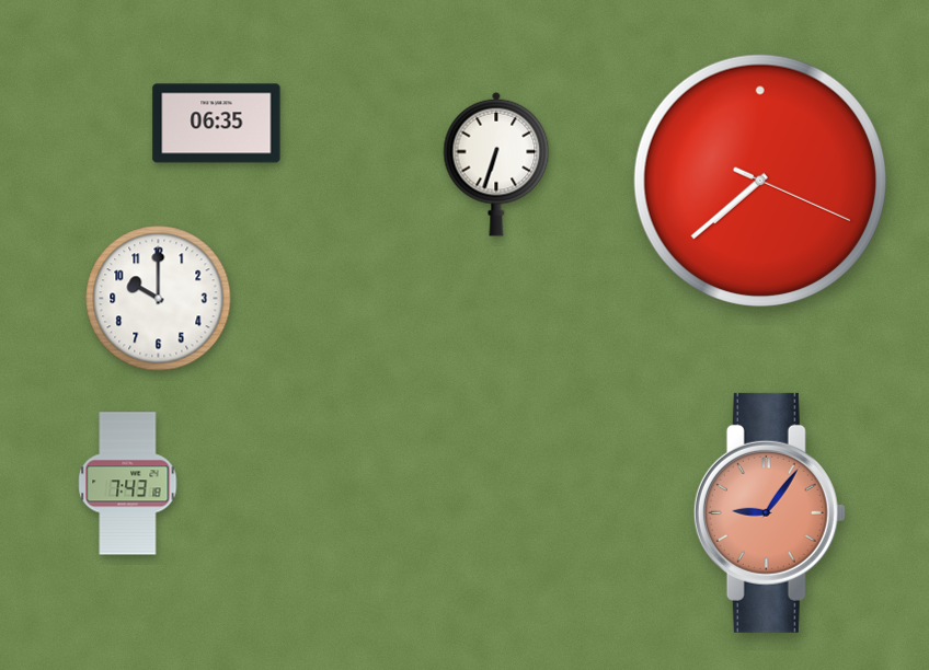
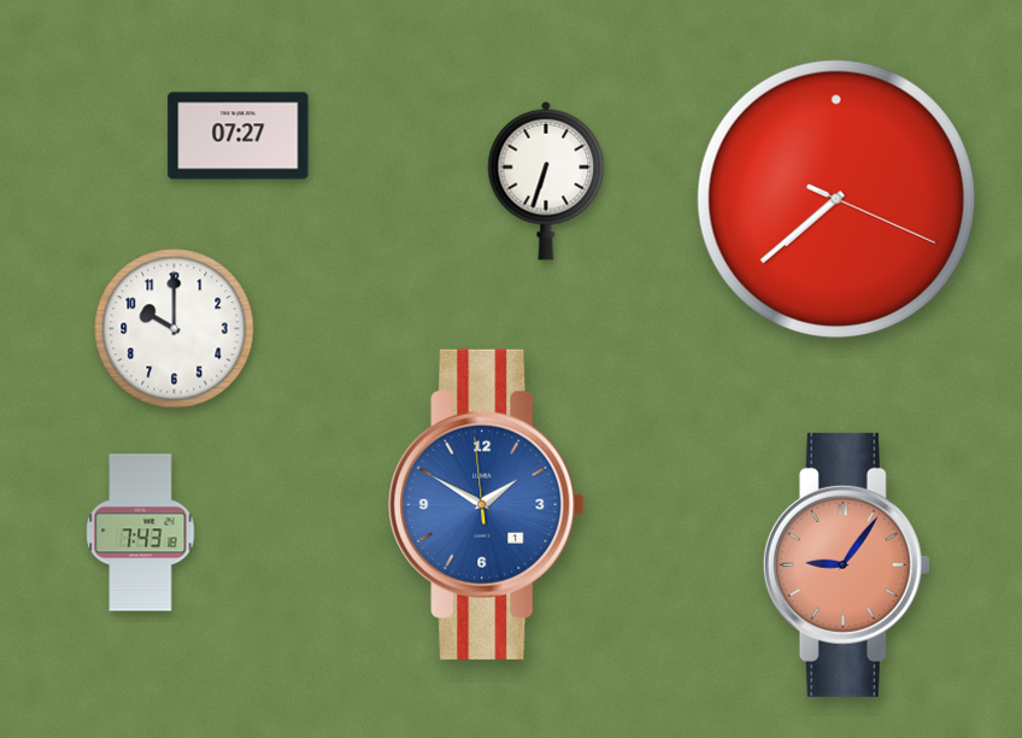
clock at (217, 124): 06:35 -> 07:27
clock at (487, 504): none -> 1:49
